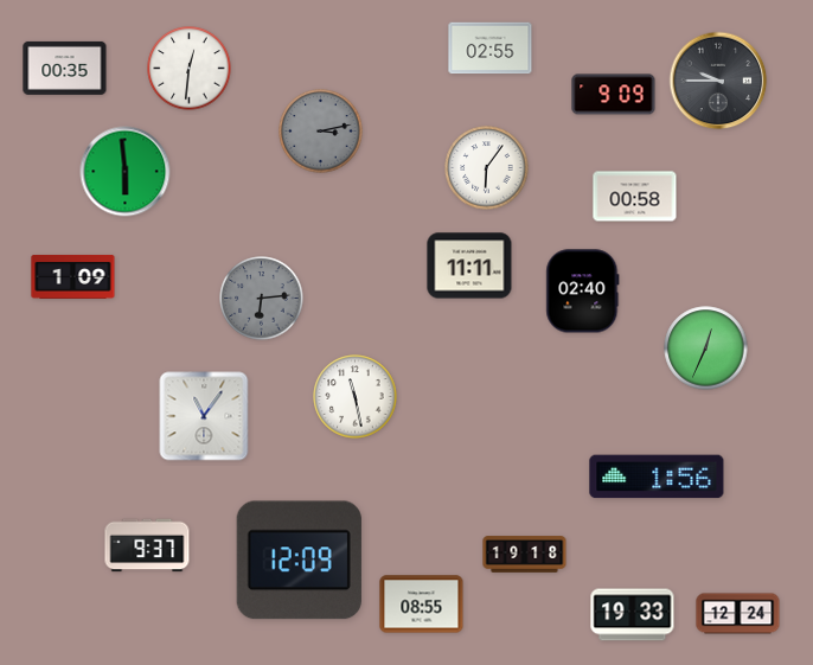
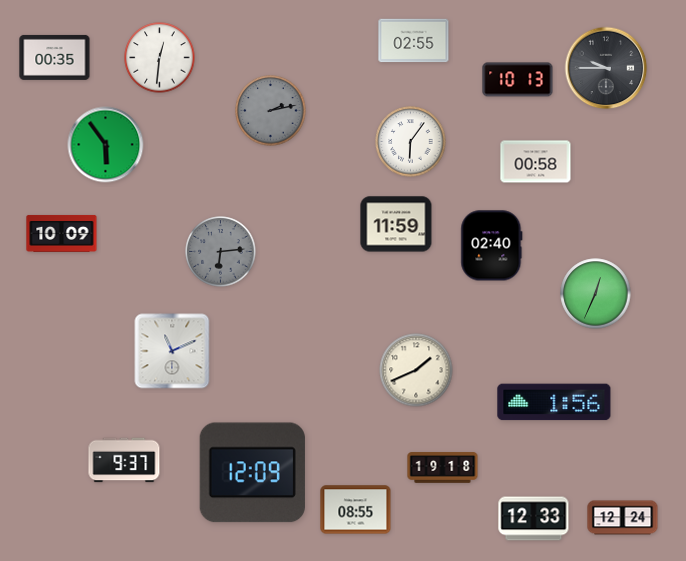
clock at (614, 95): 9:09 -> 10:13
clock at (321, 132): 3:13 -> 2:13
clock at (126, 172): 5:59 -> 5:54
clock at (635, 197) position: (635, 197) -> (536, 162)
clock at (469, 266): 11:11 -> 11:59
clock at (73, 276): 1:09 -> 10:09
clock at (356, 397): 11:28 -> none
clock at (204, 416): 11:06 -> 11:11
clock at (416, 370): none -> 1:41
clock at (633, 615): 19:33 -> 12:33
